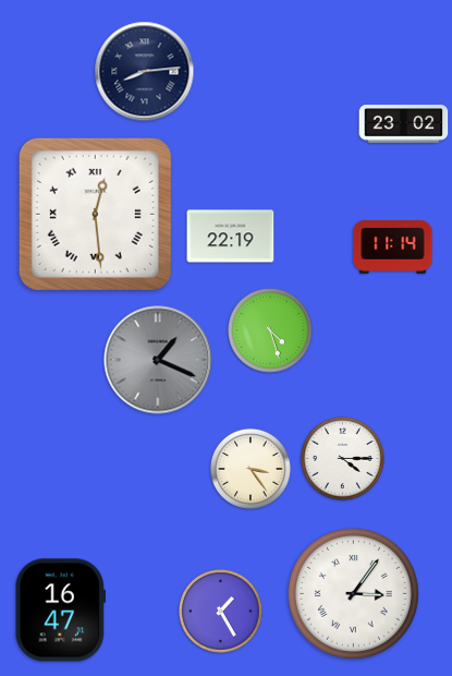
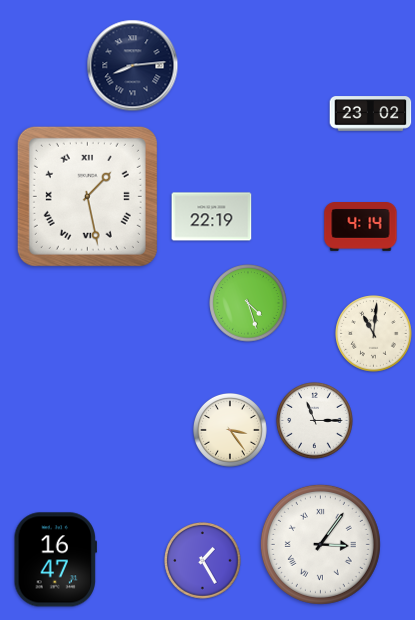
clock at (95, 214): 12:29 -> 1:28
clock at (393, 248): 11:14 -> 4:14
clock at (158, 360): 1:19 -> none
clock at (374, 334): none -> 11:01
clock at (343, 459): 4:15 -> 11:15
clock at (353, 593) position: (353, 593) -> (320, 544)
